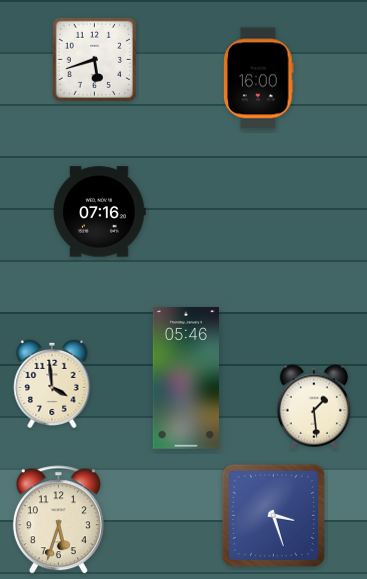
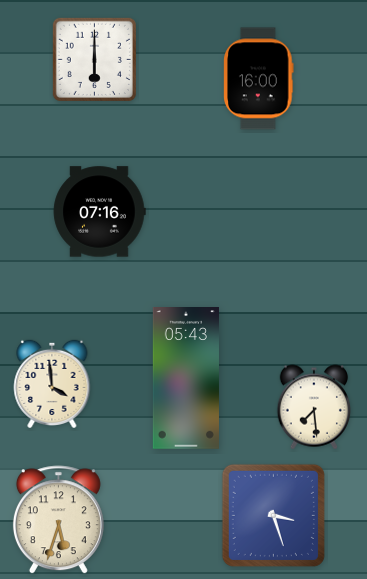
clock at (94, 59): 5:42 -> 6:00
clock at (186, 379): 05:46 -> 05:43
clock at (314, 407): 1:29 -> 7:29
